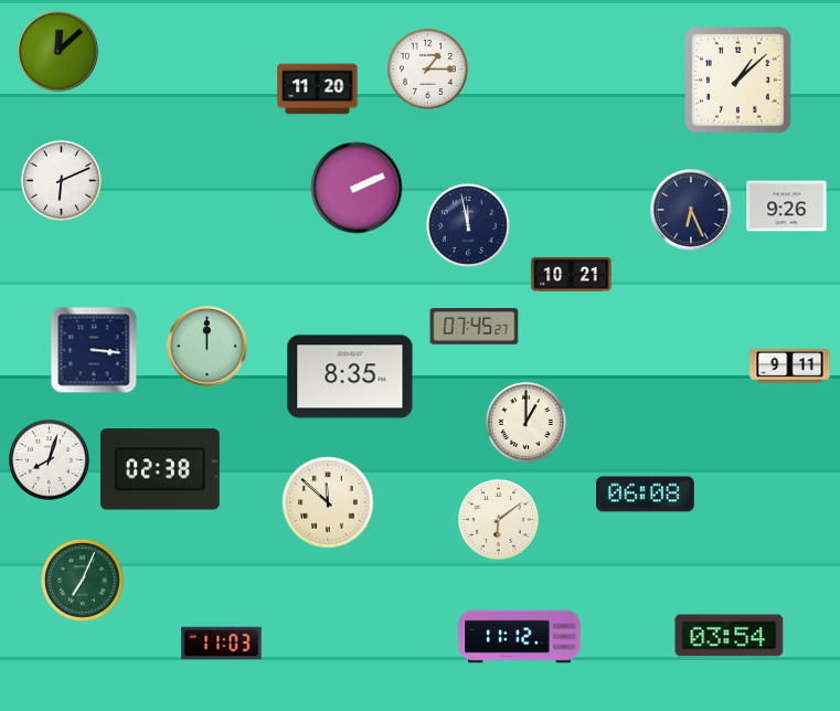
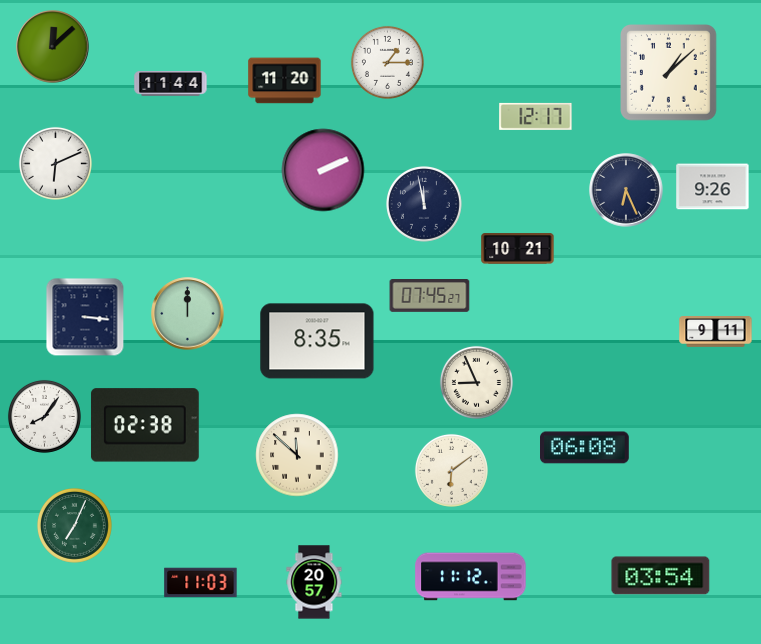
clock at (318, 89) position: (318, 89) -> (285, 81)
clock at (171, 84): none -> 11:44
clock at (536, 116): none -> 12:17
clock at (525, 422): 1:00 -> 8:56
clock at (49, 459): 8:03 -> 8:06
clock at (314, 582): none -> 20:57
